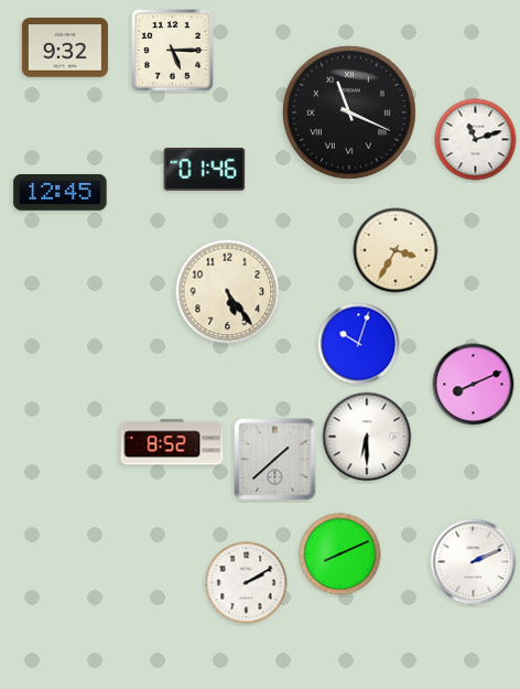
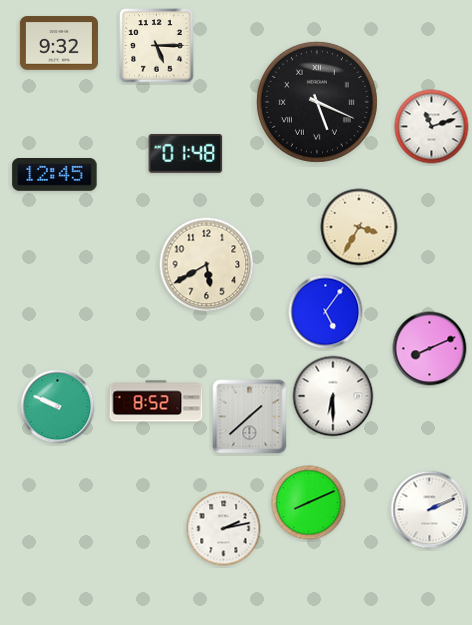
clock at (349, 112): 11:19 -> 5:19
clock at (205, 169): 01:46 -> 01:48
clock at (228, 292): 5:24 -> 5:40
clock at (359, 344): 10:03 -> 5:06
clock at (58, 407): none -> 9:49
clock at (247, 583): 2:10 -> 2:13
